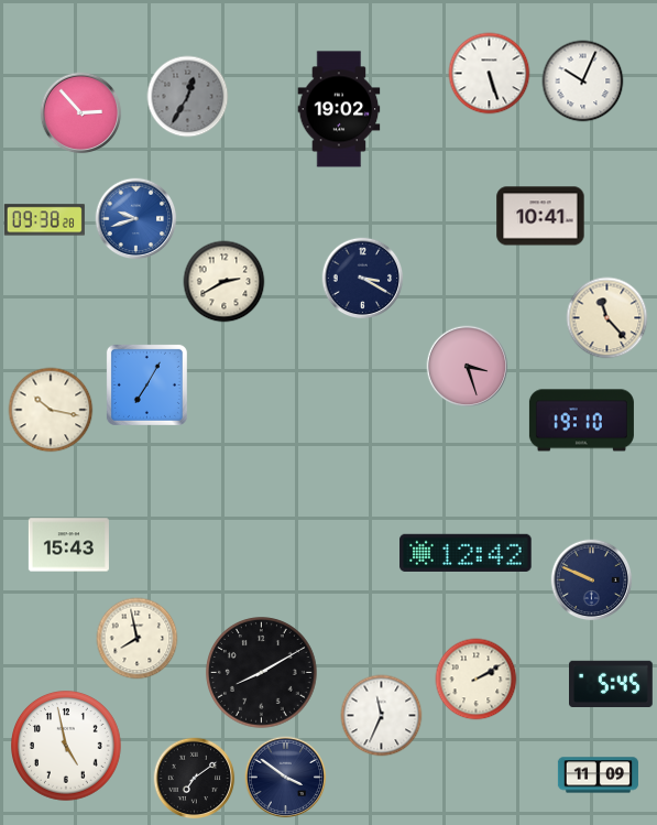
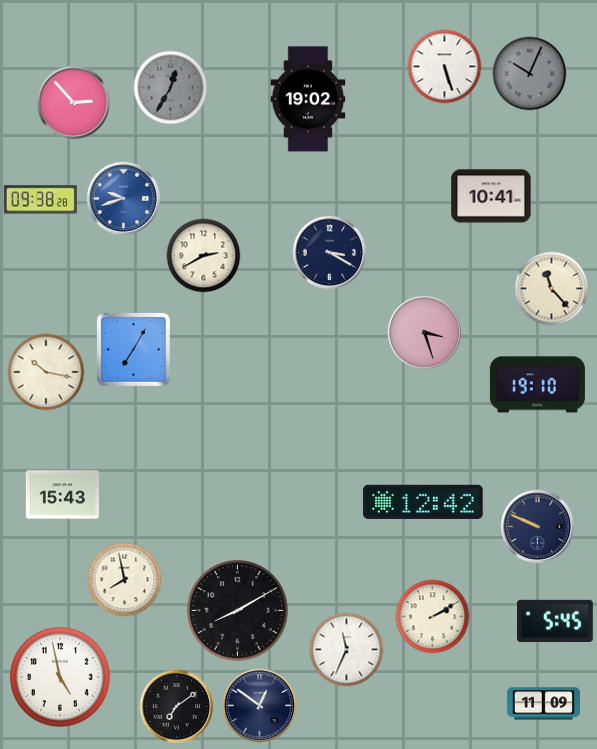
clock at (583, 82) dial: white -> grey
clock at (581, 421) position: (581, 421) -> (537, 385)
clock at (286, 778): 3:51 -> 12:51
